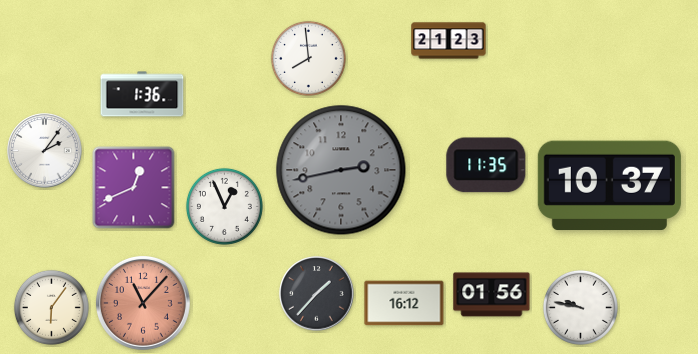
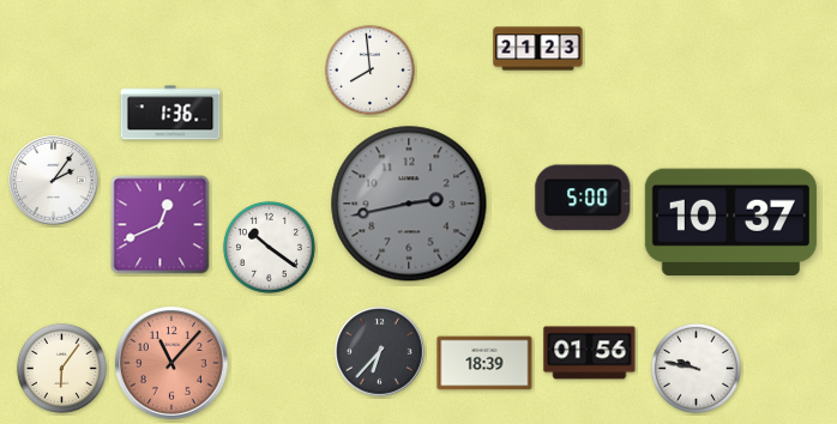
clock at (486, 165): 11:35 -> 5:00
clock at (224, 206): 12:56 -> 10:21
clock at (317, 294): 1:37 -> 6:37
clock at (404, 303): 16:12 -> 18:39
